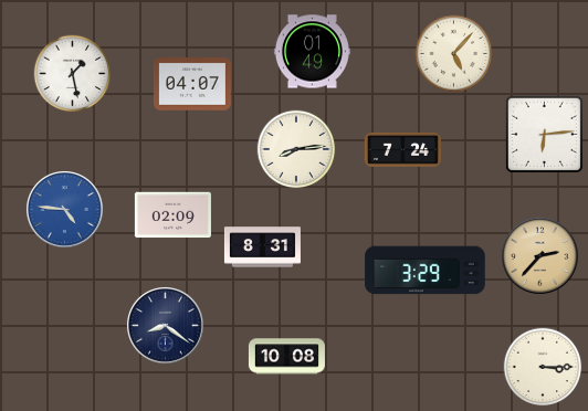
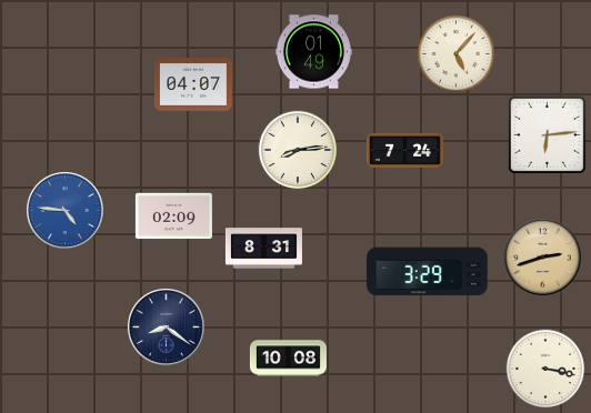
clock at (73, 74): 1:28 -> none
clock at (540, 256): 2:37 -> 2:42
clock at (543, 367): 3:15 -> 3:17
